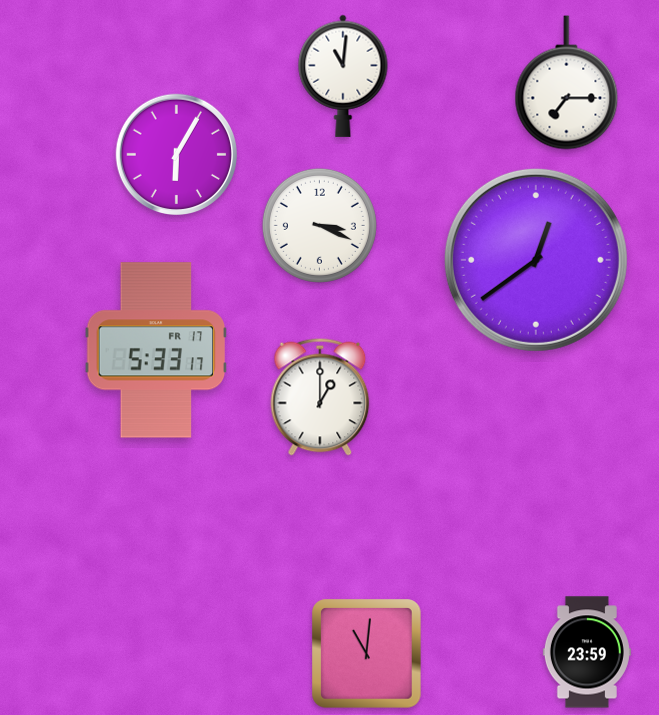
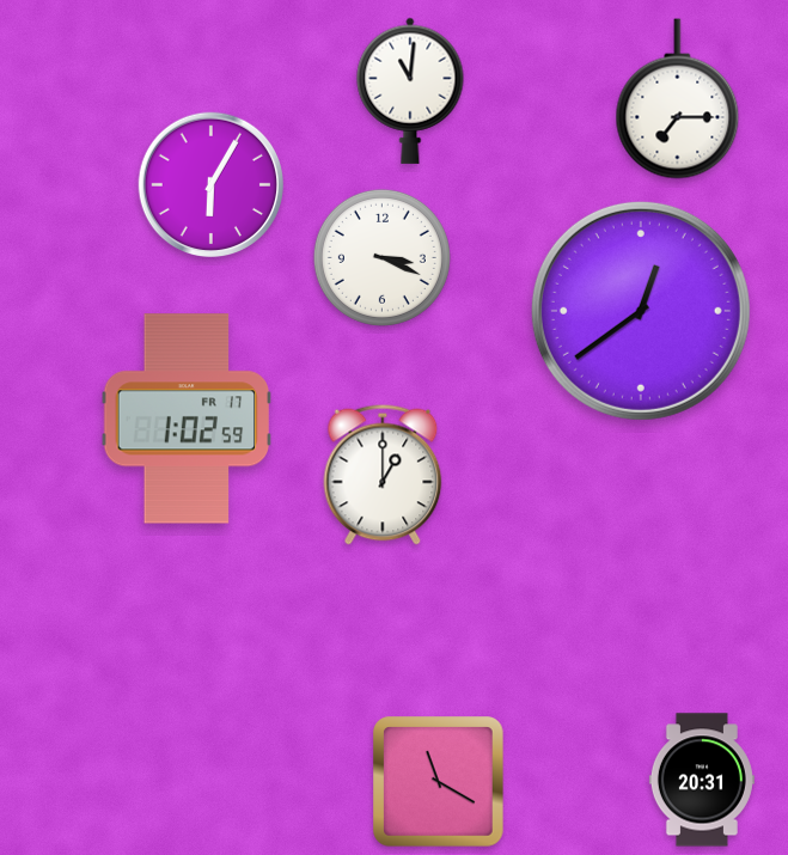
clock at (319, 225) position: (319, 225) -> (381, 257)
clock at (156, 350): 5:33 -> 1:02
clock at (587, 652): 23:59 -> 20:31
clock at (367, 654): 11:01 -> 11:20
